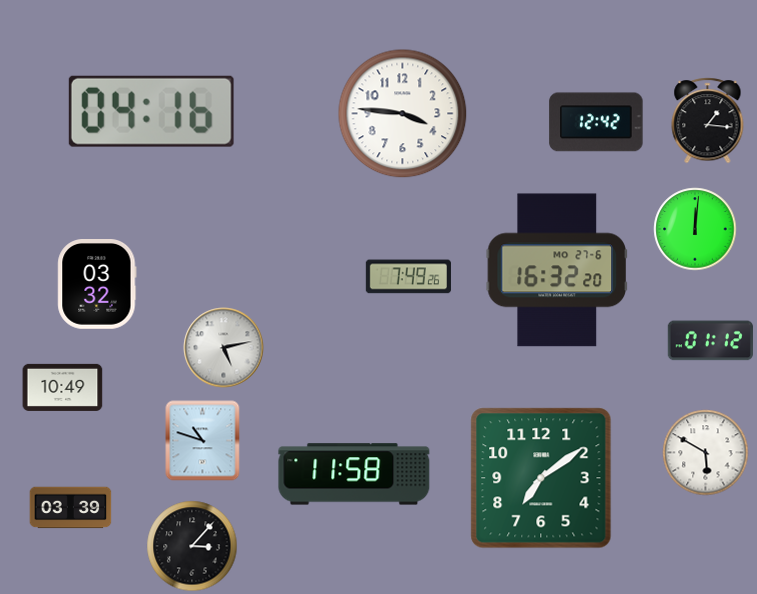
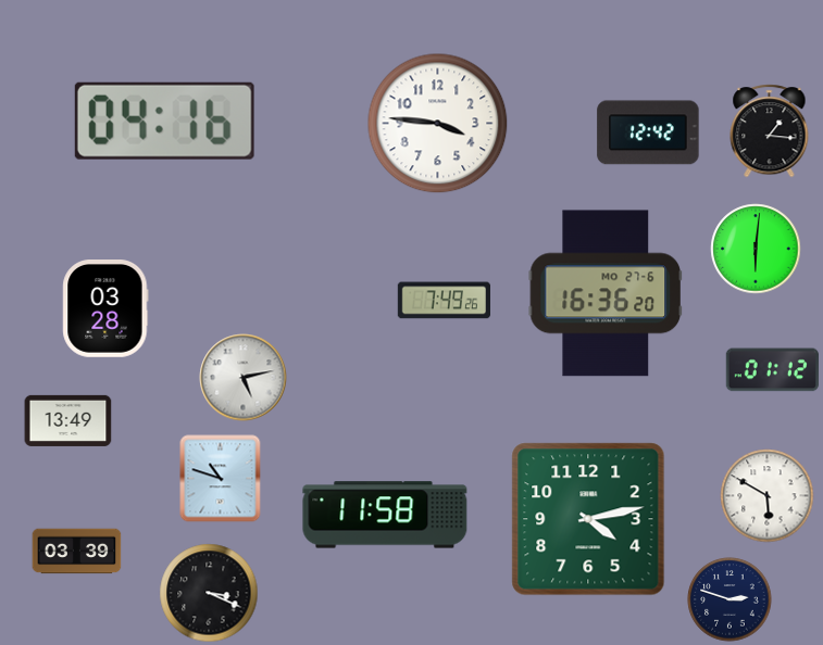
clock at (695, 229): 12:01 -> 6:01
clock at (557, 270): 16:32 -> 16:36
clock at (97, 285): 03:32 -> 03:28
clock at (63, 387): 10:49 -> 13:49
clock at (706, 453) position: (706, 453) -> (768, 496)
clock at (541, 478): 7:09 -> 4:13
clock at (192, 546): 3:07 -> 3:19
clock at (730, 599): none -> 2:48
